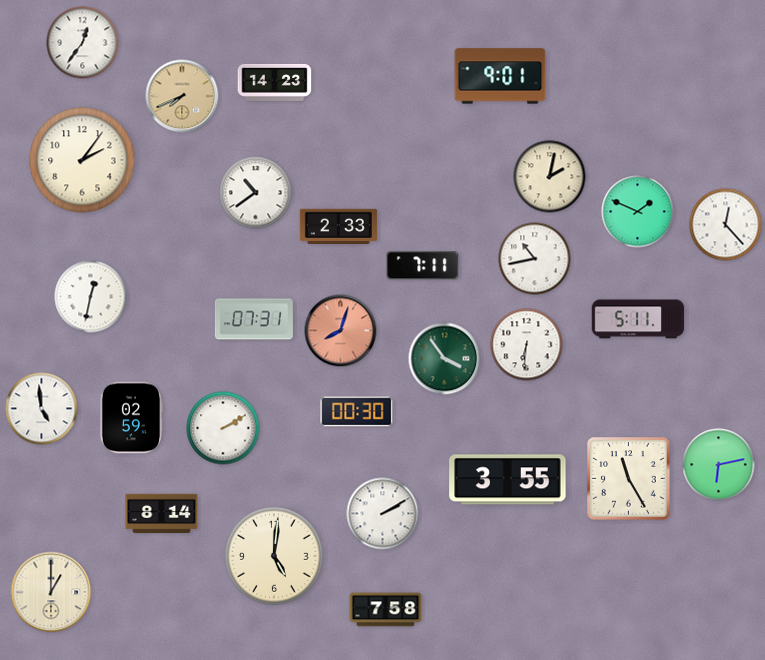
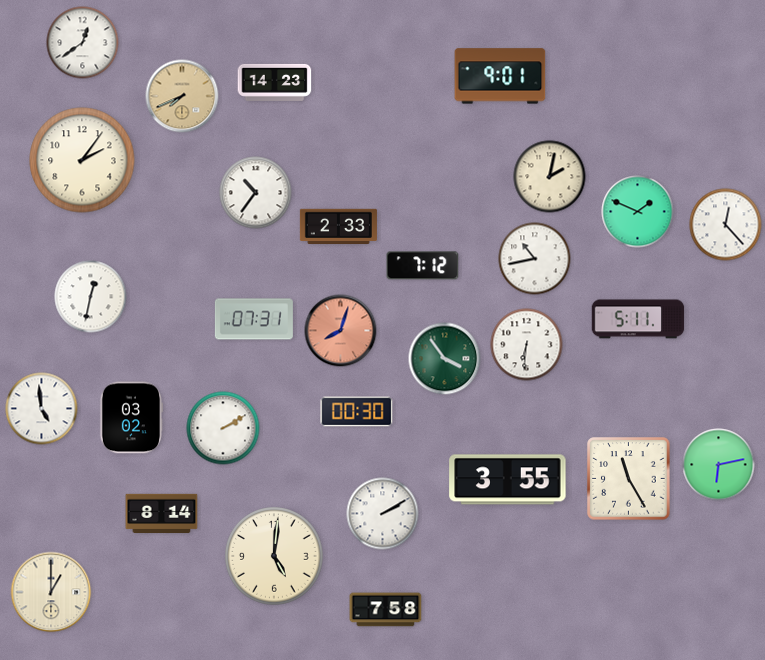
clock at (83, 43): 12:36 -> 12:39
clock at (256, 193): 10:39 -> 10:36
clock at (423, 266): 7:11 -> 7:12
clock at (132, 418): 02:59 -> 03:02
